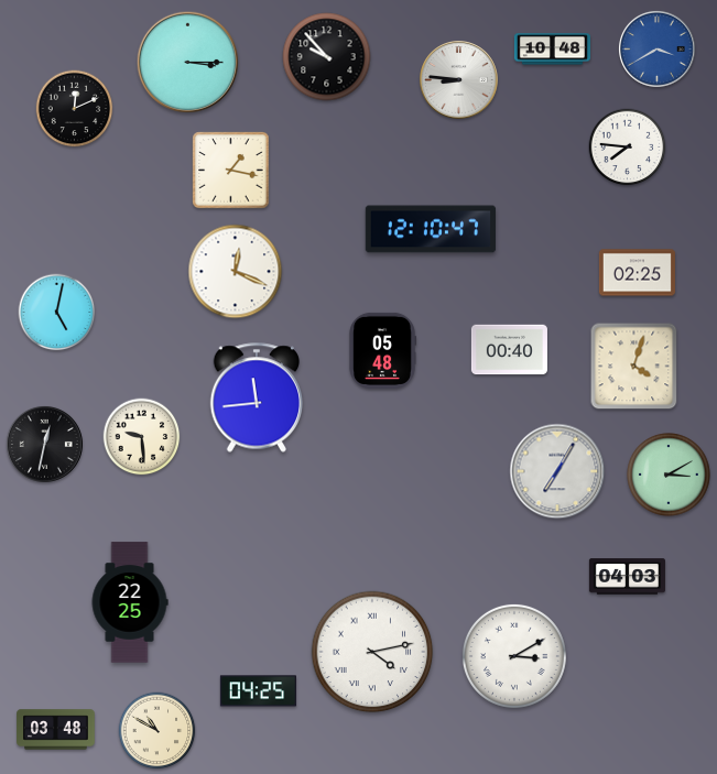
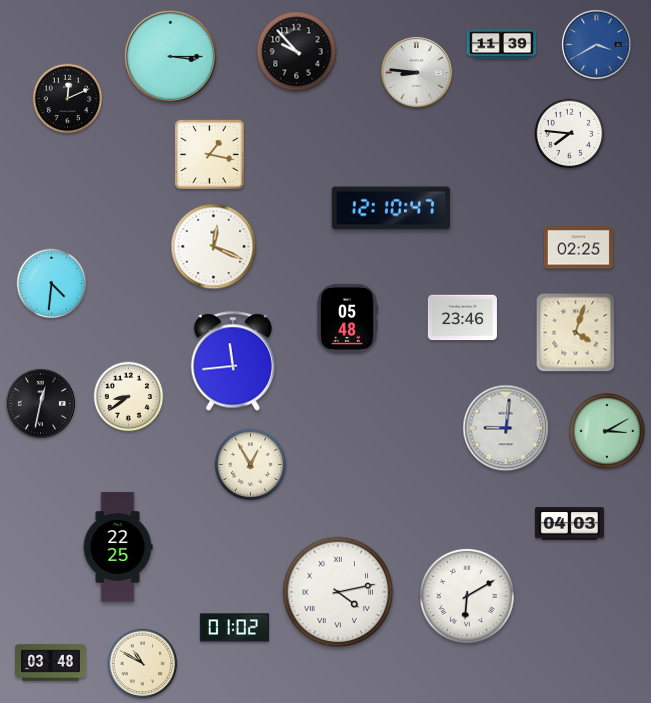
clock at (552, 50): 10:48 -> 11:39
clock at (57, 313): 5:02 -> 4:31
clock at (509, 350): 00:40 -> 23:46
clock at (142, 437): 9:29 -> 8:39
clock at (557, 471): 7:05 -> 9:01
clock at (250, 464): none -> 12:55
clock at (514, 656): 3:10 -> 6:10
clock at (258, 691): 04:25 -> 01:02
